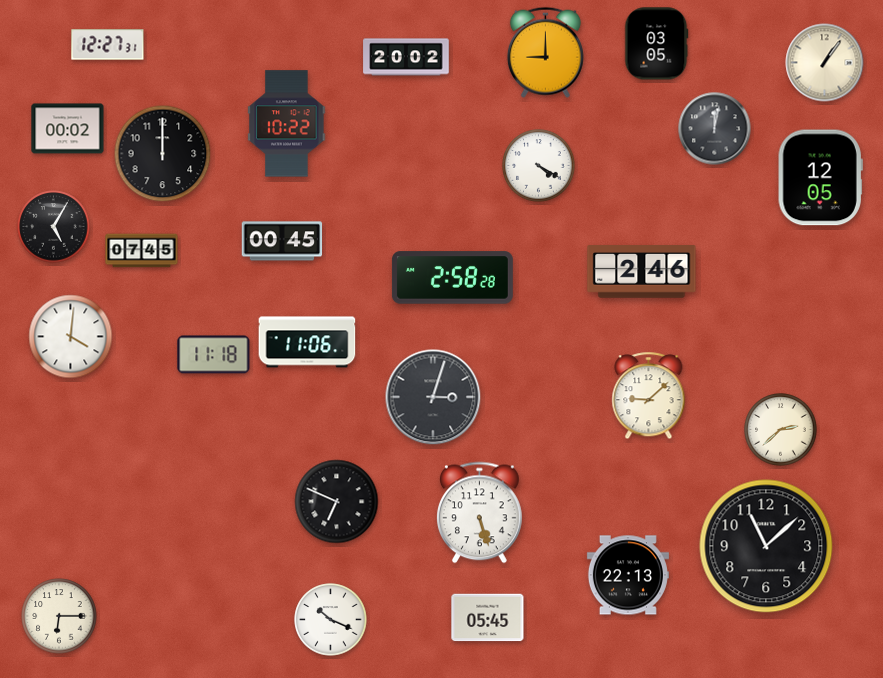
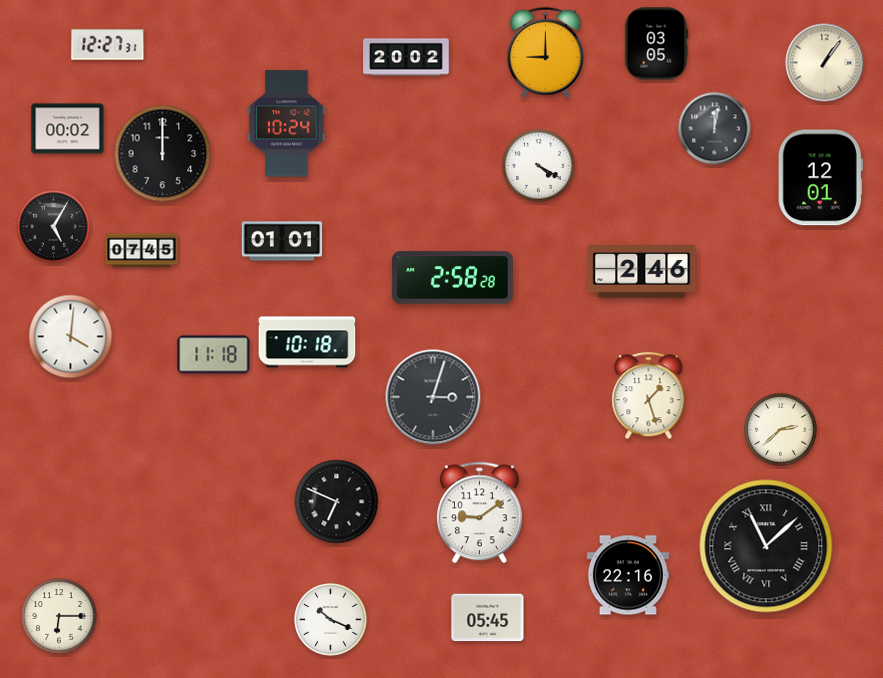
clock at (287, 124): 10:22 -> 10:24
clock at (820, 178): 12:05 -> 12:01
clock at (282, 241): 00:45 -> 01:01
clock at (307, 342): 11:06 -> 10:18
clock at (649, 396): 9:08 -> 1:27
clock at (480, 513): 5:27 -> 9:09
clock at (766, 546) numerals: Arabic -> Roman
clock at (628, 575): 22:13 -> 22:16
